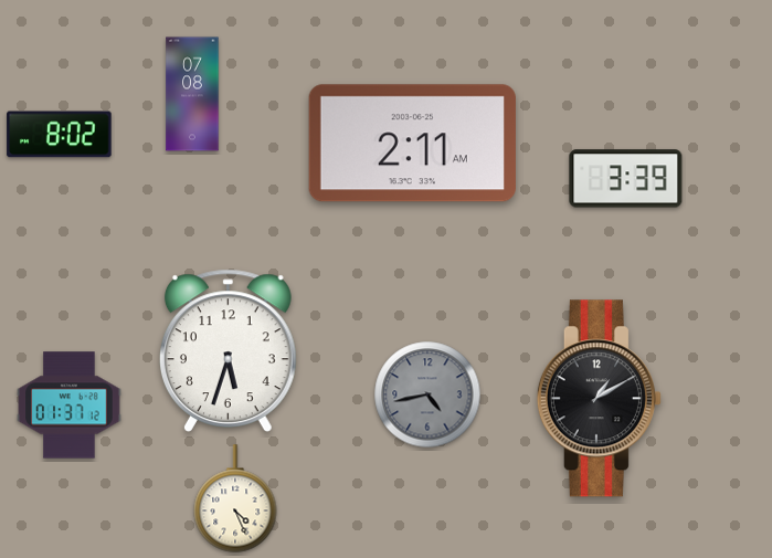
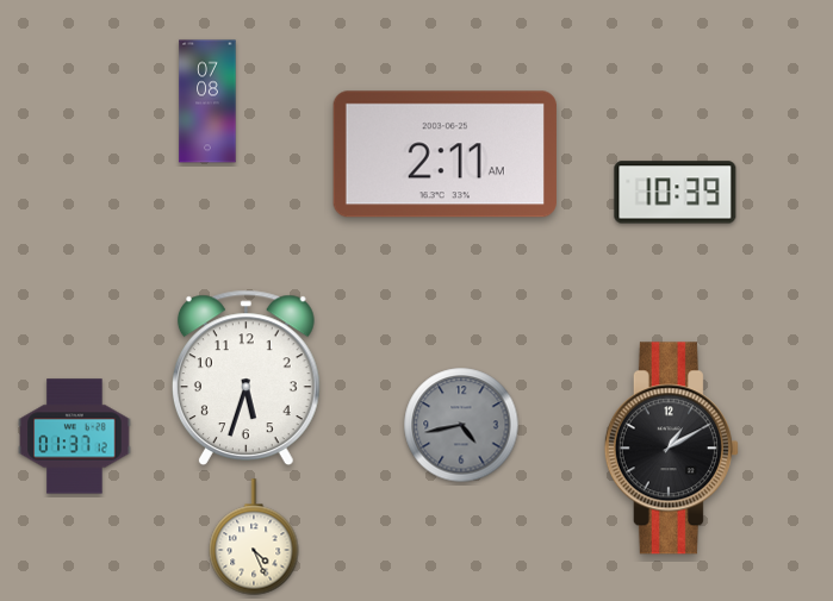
clock at (60, 135): 8:02 -> none
clock at (626, 179): 3:39 -> 10:39
clock at (599, 399) position: (599, 399) -> (671, 449)
